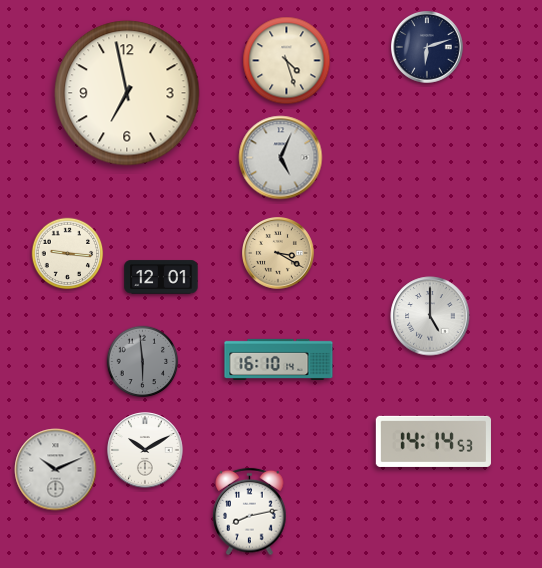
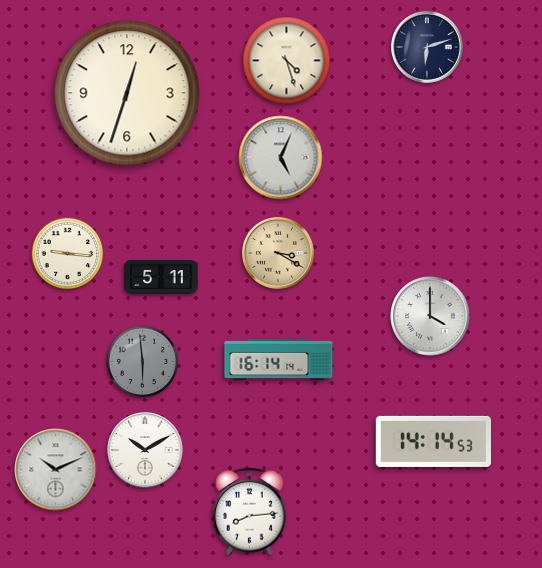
clock at (127, 93): 6:58 -> 12:33
clock at (161, 277): 12:01 -> 5:11
clock at (430, 316): 5:00 -> 4:00
clock at (279, 359): 16:10 -> 16:14
clock at (250, 512): 8:13 -> 8:14
